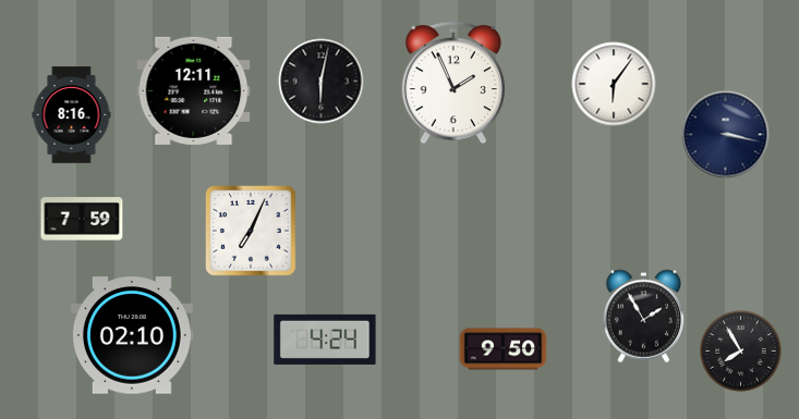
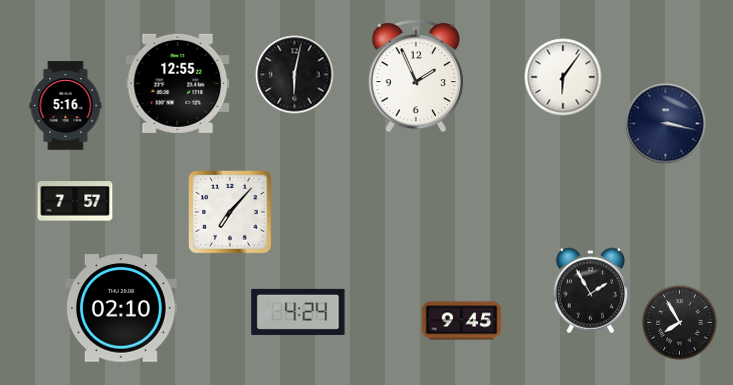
clock at (194, 90): 12:11 -> 12:55
clock at (72, 115): 8:16 -> 5:16
clock at (82, 219): 7:59 -> 7:57
clock at (251, 231): 7:04 -> 7:07
clock at (504, 349): 9:50 -> 9:45
